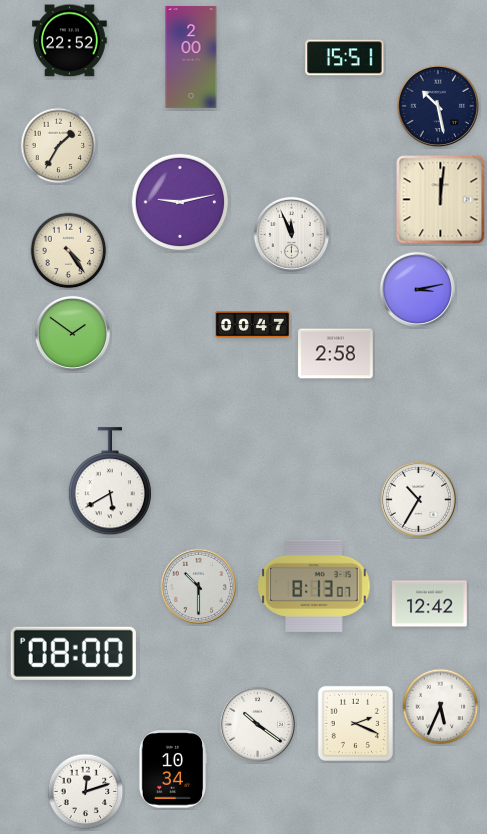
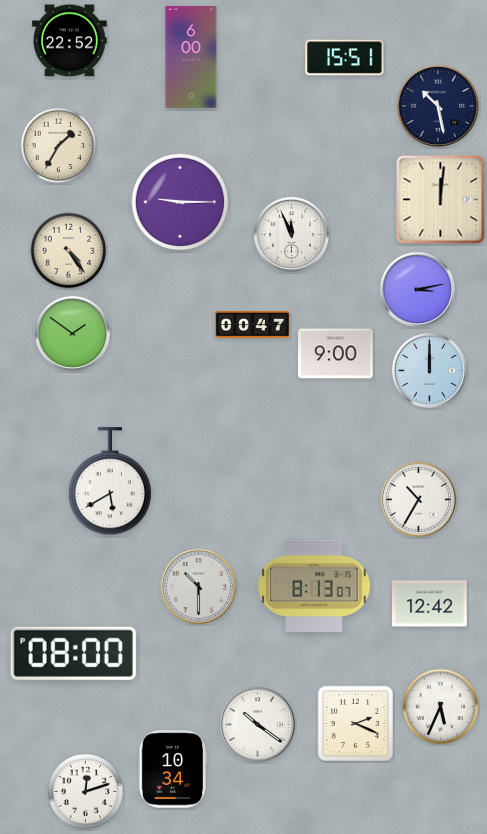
clock at (191, 57): 2:00 -> 6:00
clock at (180, 202): 9:13 -> 9:15
clock at (336, 354): 2:58 -> 9:00
clock at (429, 370): none -> 12:00
